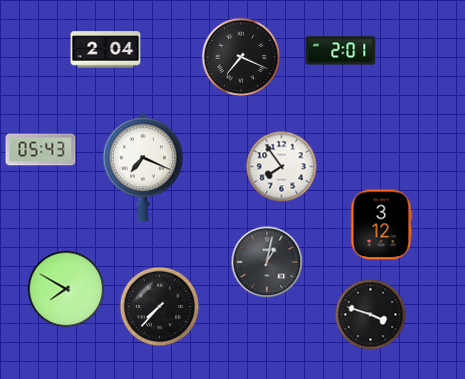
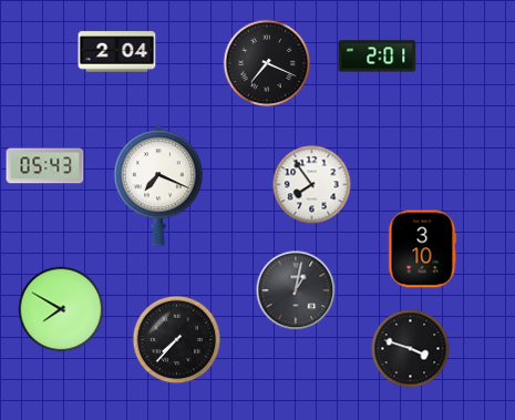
clock at (106, 50) position: (106, 50) -> (117, 52)
clock at (381, 225): 3:12 -> 3:10
clock at (66, 289) position: (66, 289) -> (61, 309)
